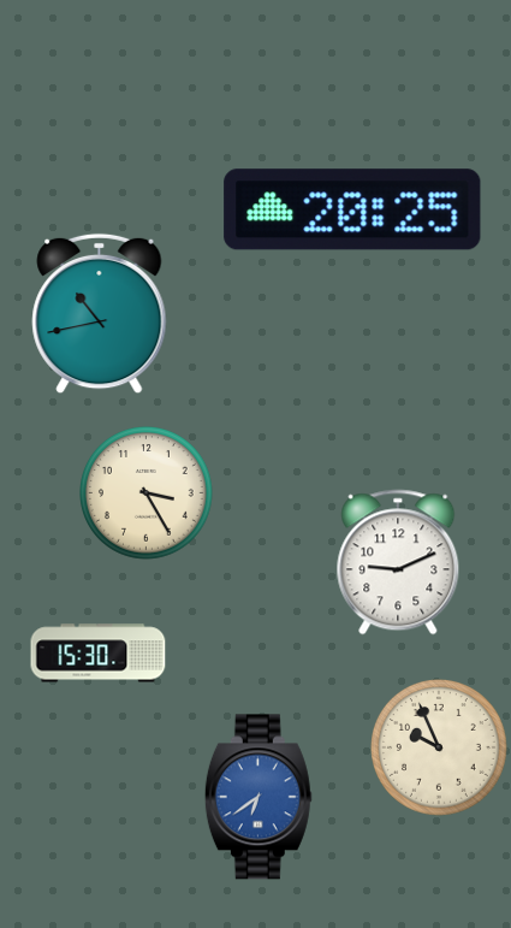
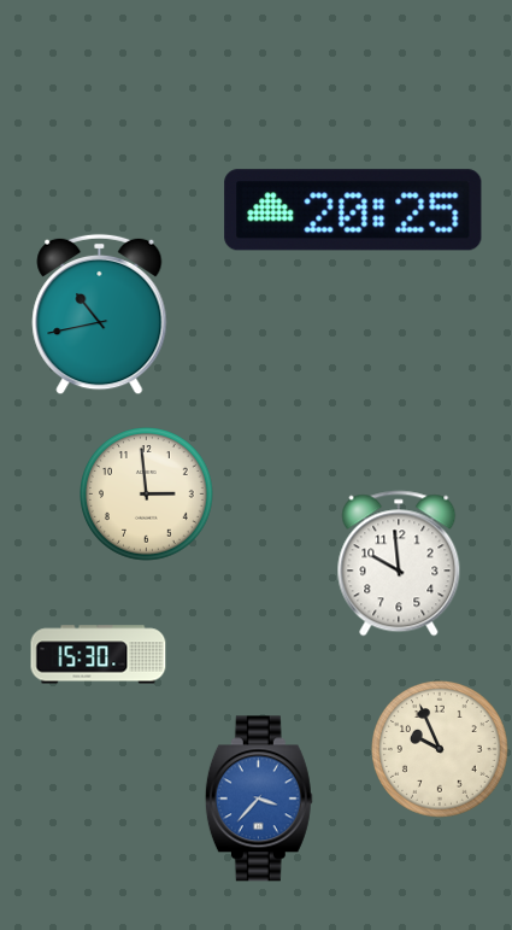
clock at (147, 493): 3:25 -> 2:59
clock at (398, 562): 9:11 -> 9:59
clock at (259, 797): 6:39 -> 3:37
